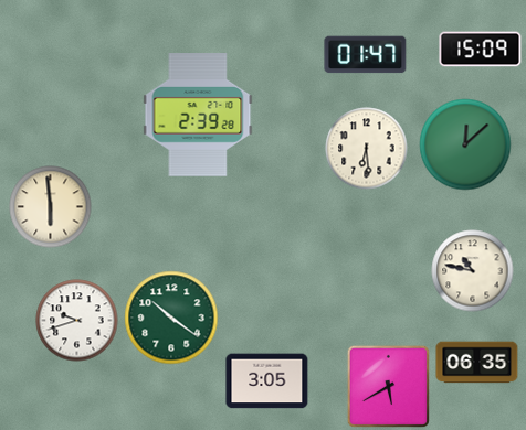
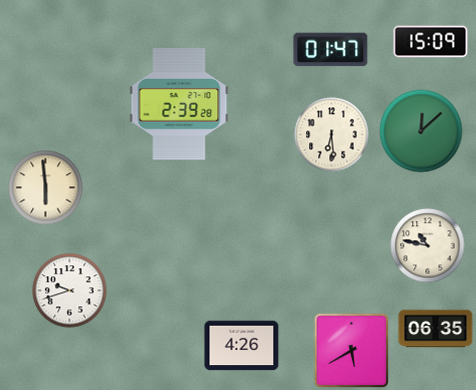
clock at (481, 50) position: (481, 50) -> (431, 42)
clock at (171, 318): 10:21 -> none
clock at (477, 363) position: (477, 363) -> (436, 329)
clock at (267, 381): 3:05 -> 4:26
